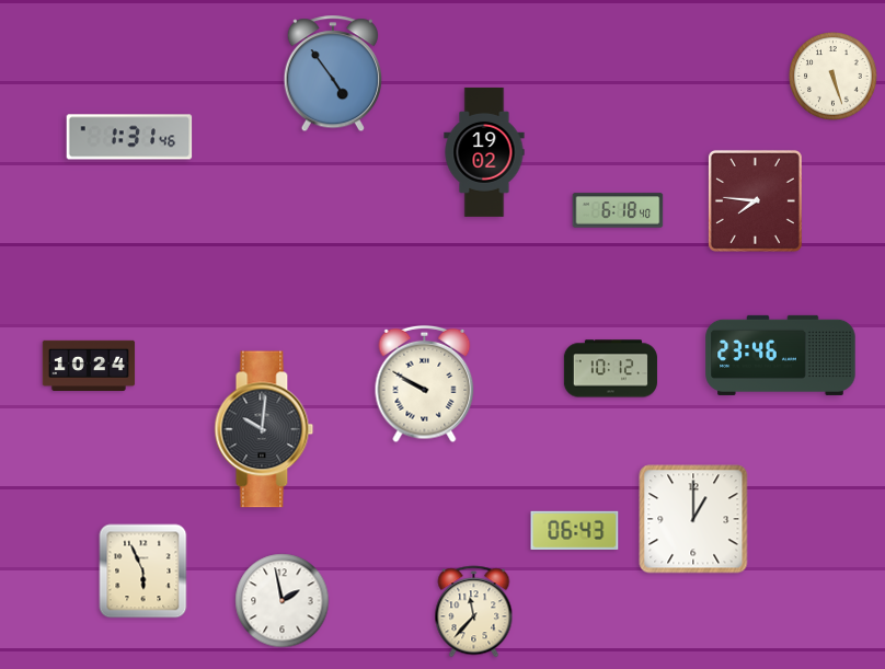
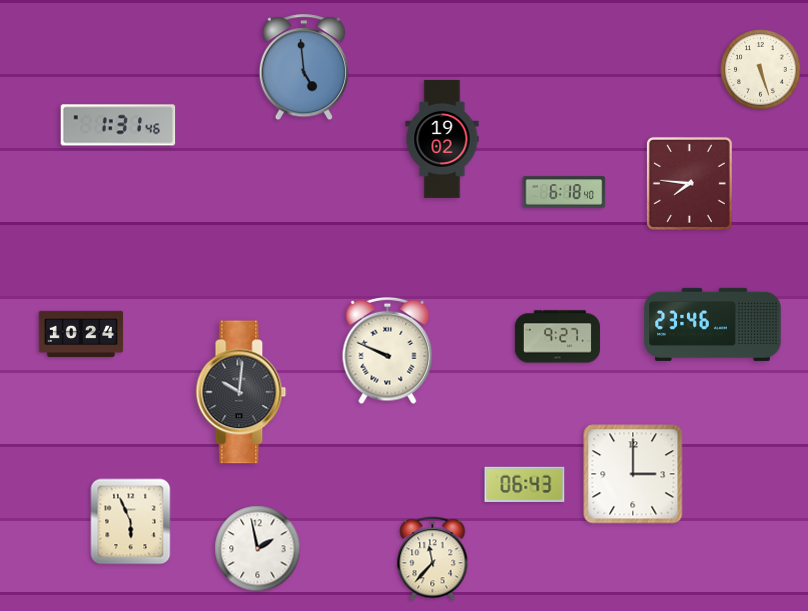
clock at (332, 74): 4:54 -> 4:59
clock at (610, 369): 10:12 -> 9:27
clock at (425, 384): 9:50 -> 9:49
clock at (693, 519): 1:00 -> 3:00
